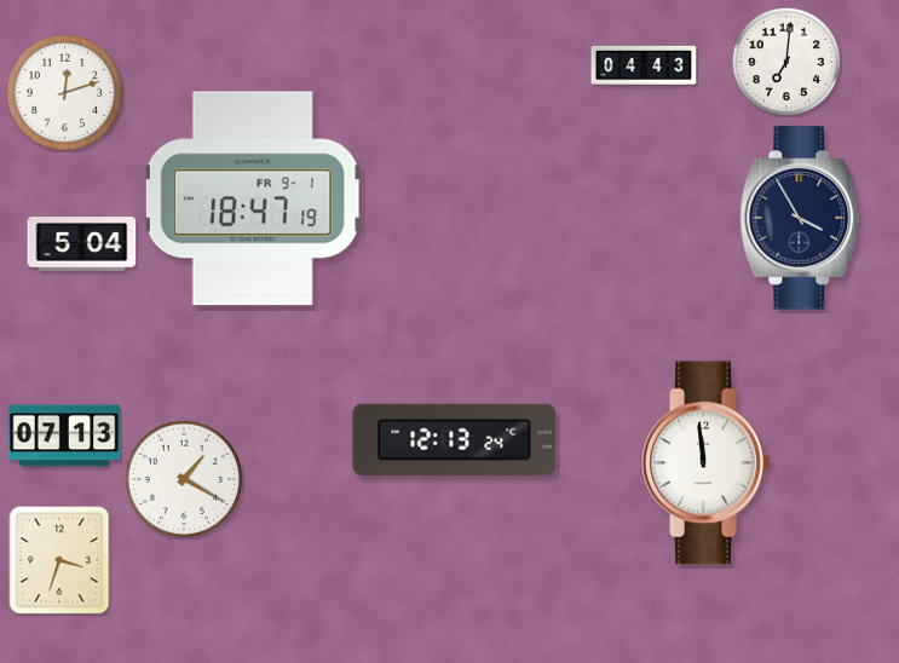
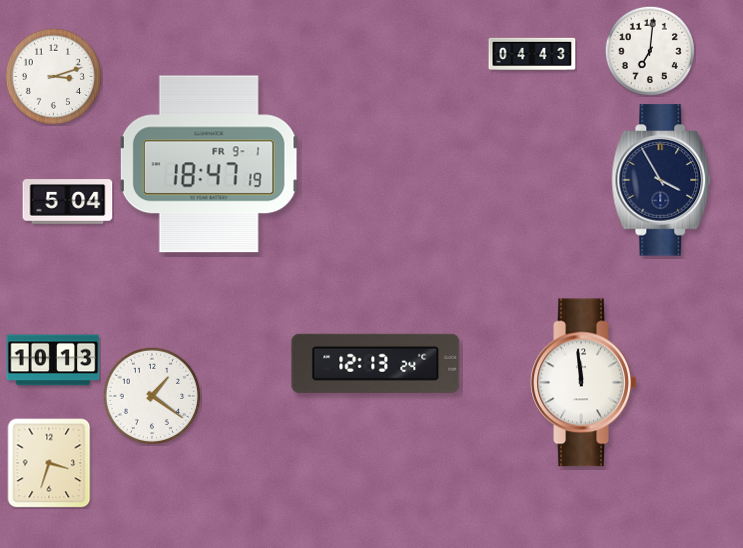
clock at (64, 92): 12:12 -> 3:12
clock at (64, 436): 07:13 -> 10:13
clock at (184, 479): 1:20 -> 1:21
